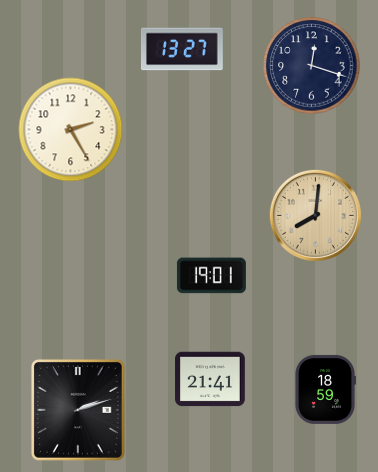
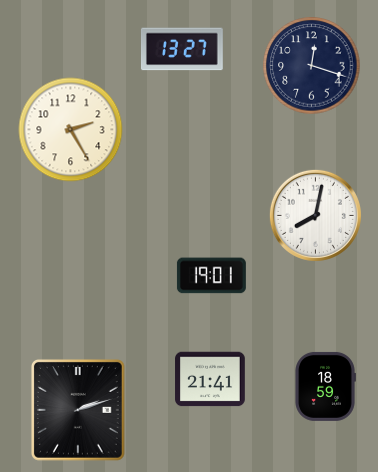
clock at (315, 215): 8:01 -> 8:02
clock at (315, 215) dial: champagne -> white
clock at (325, 389) position: (325, 389) -> (325, 386)
